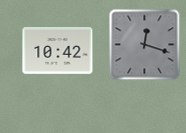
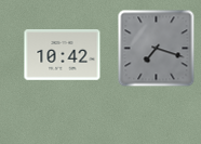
clock at (145, 45): 12:18 -> 7:18
